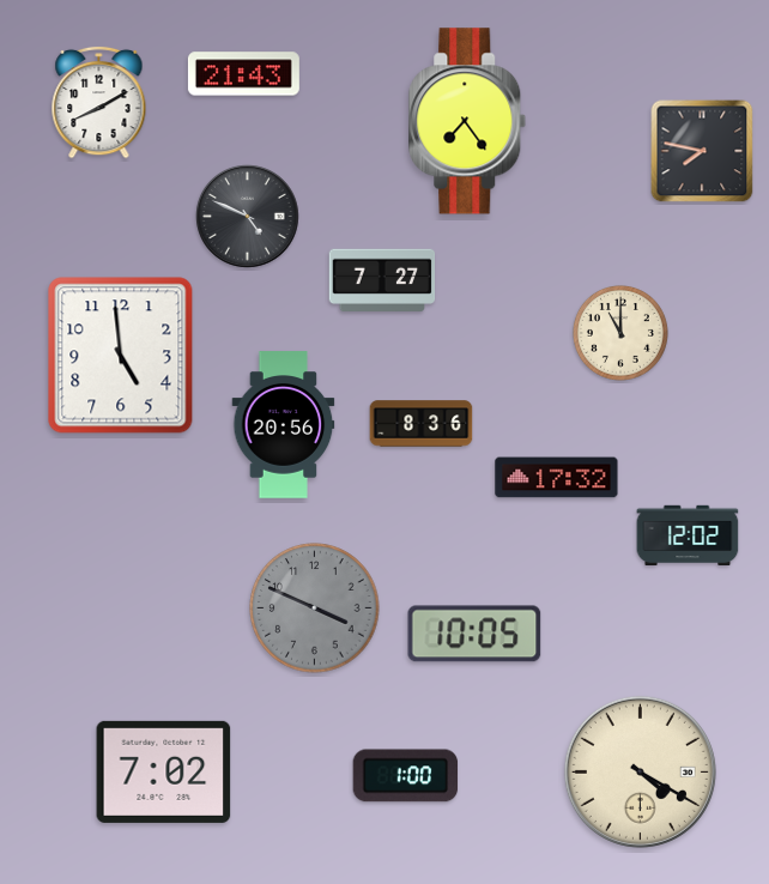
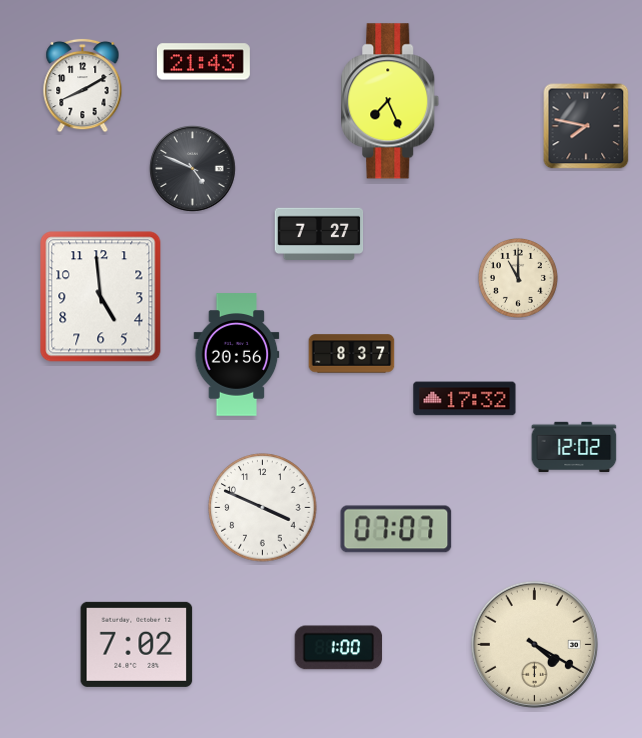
clock at (467, 121): 7:24 -> 7:26
clock at (248, 217) position: (248, 217) -> (193, 169)
clock at (422, 424): 8:36 -> 8:37
clock at (315, 608) dial: grey -> white
clock at (474, 634): 10:05 -> 07:07
